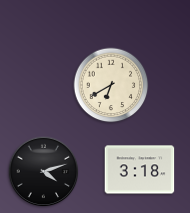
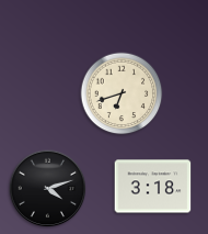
clock at (111, 85): 6:40 -> 6:42
